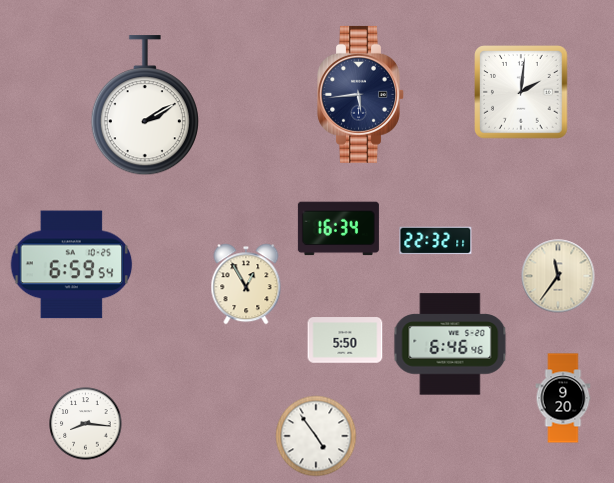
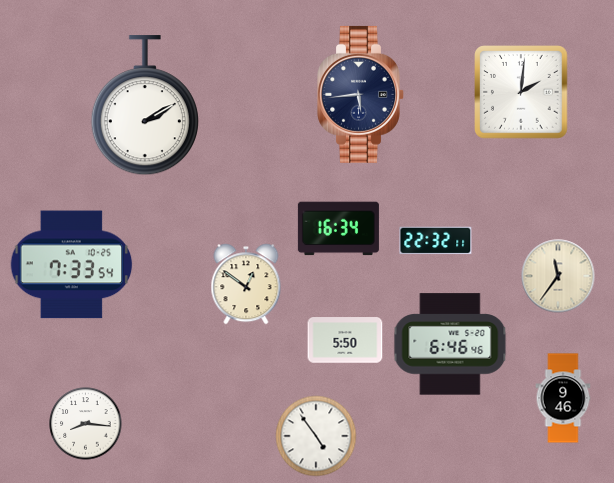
clock at (72, 265): 6:59 -> 7:33
clock at (246, 284): 12:55 -> 12:51
clock at (563, 398): 9:20 -> 9:46
